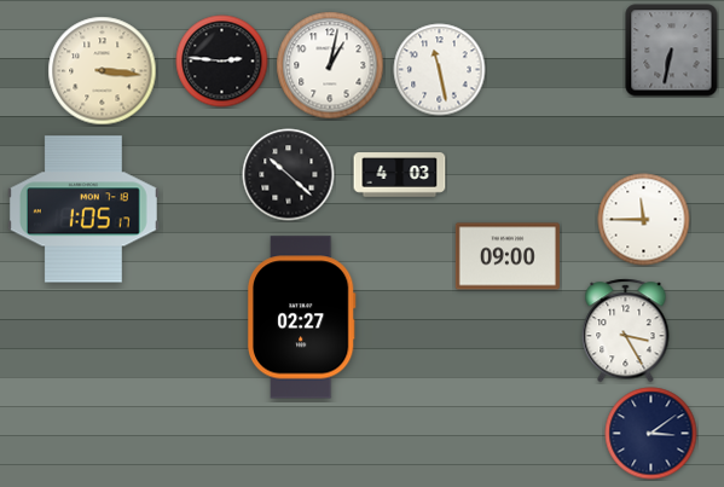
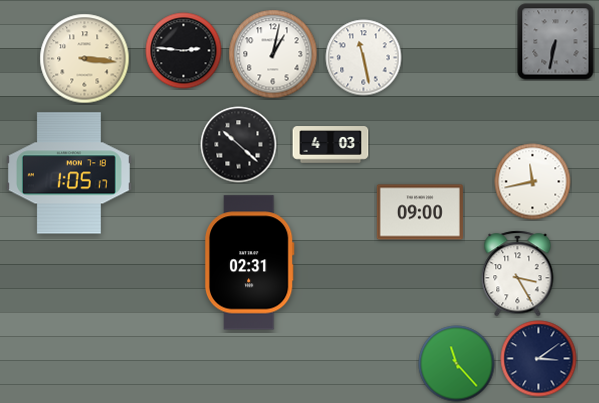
clock at (644, 220): 11:45 -> 11:43
clock at (301, 318): 02:27 -> 02:31
clock at (457, 364): none -> 11:23
